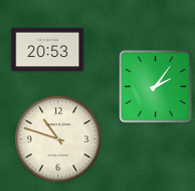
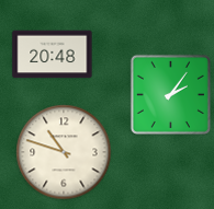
clock at (48, 50): 20:53 -> 20:48
